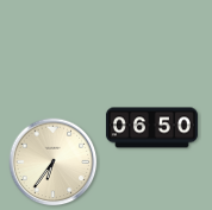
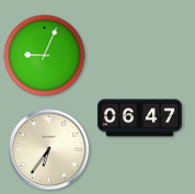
clock at (45, 56): none -> 9:04
clock at (151, 128): 06:50 -> 06:47
